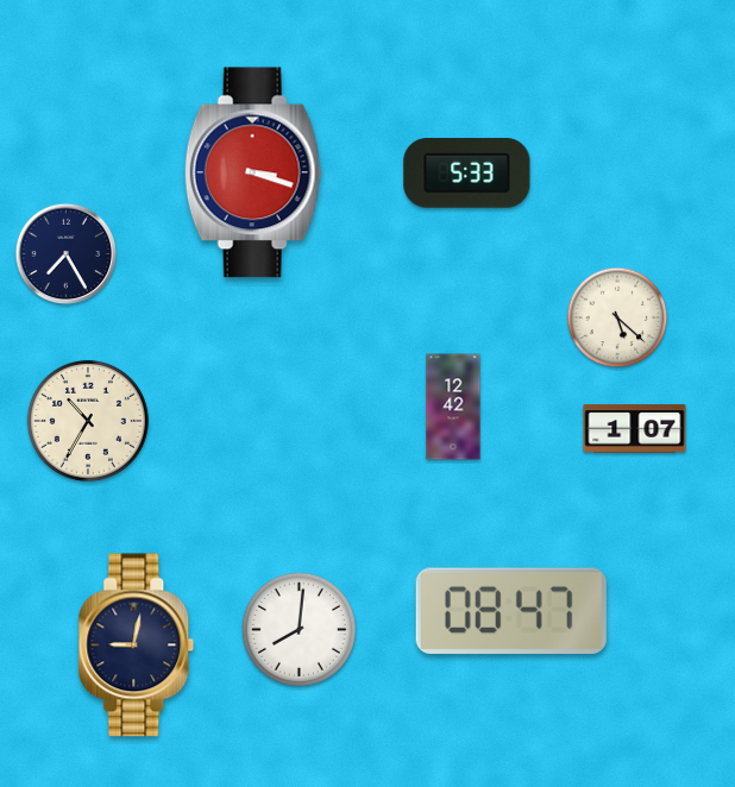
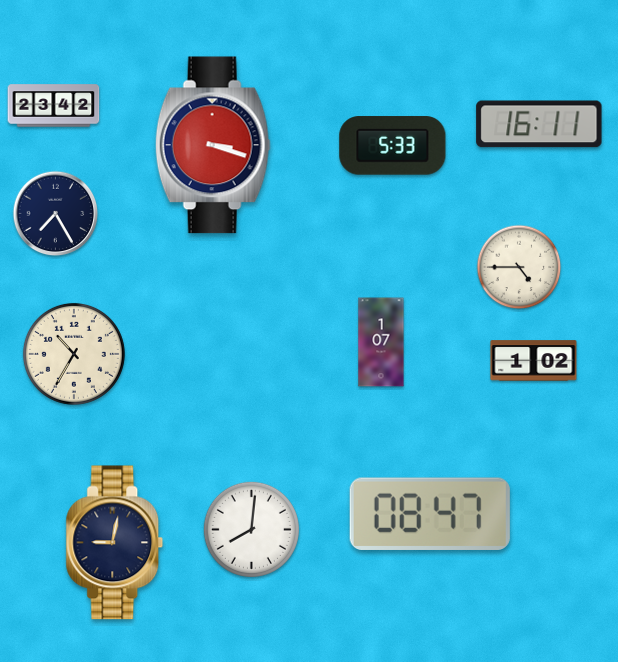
clock at (54, 106): none -> 23:42
clock at (539, 124): none -> 16:11
clock at (617, 317): 5:22 -> 4:45
clock at (453, 407): 12:42 -> 1:07
clock at (635, 429): 1:07 -> 1:02
